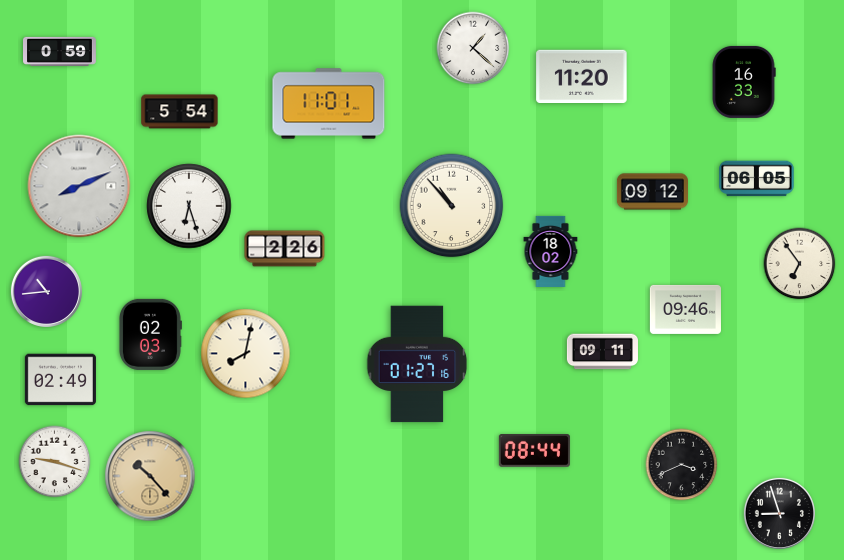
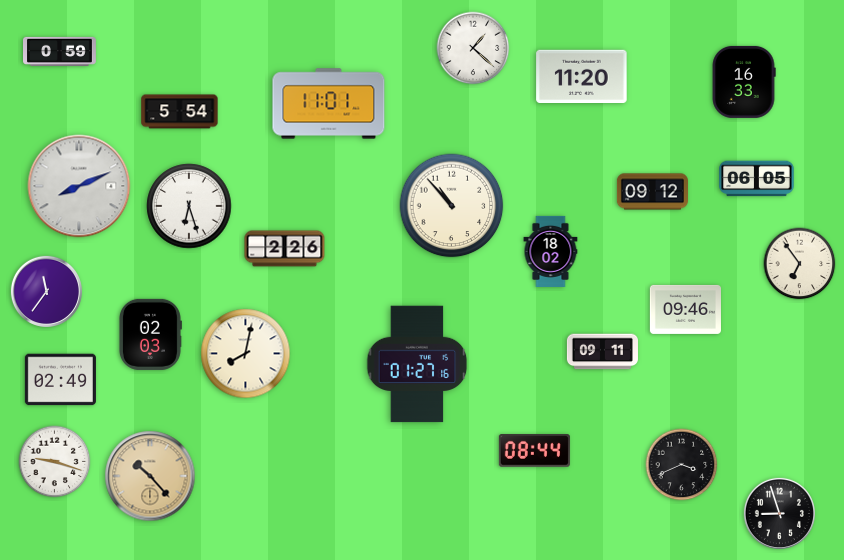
clock at (46, 291): 10:44 -> 11:36
